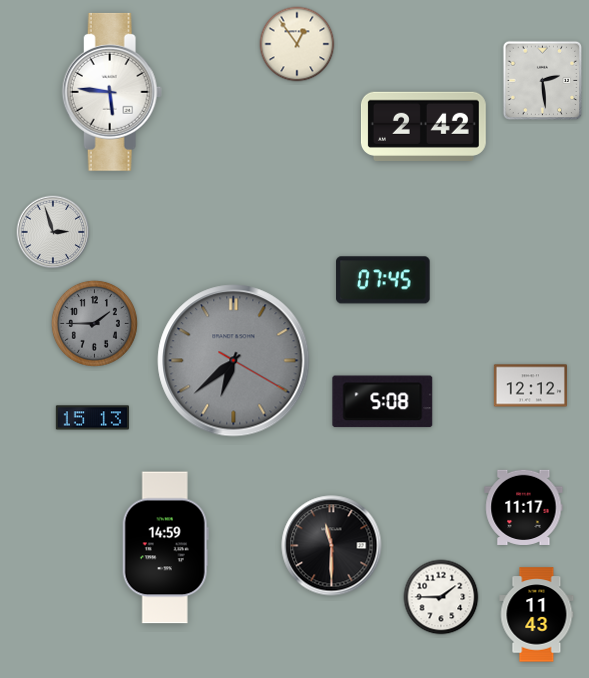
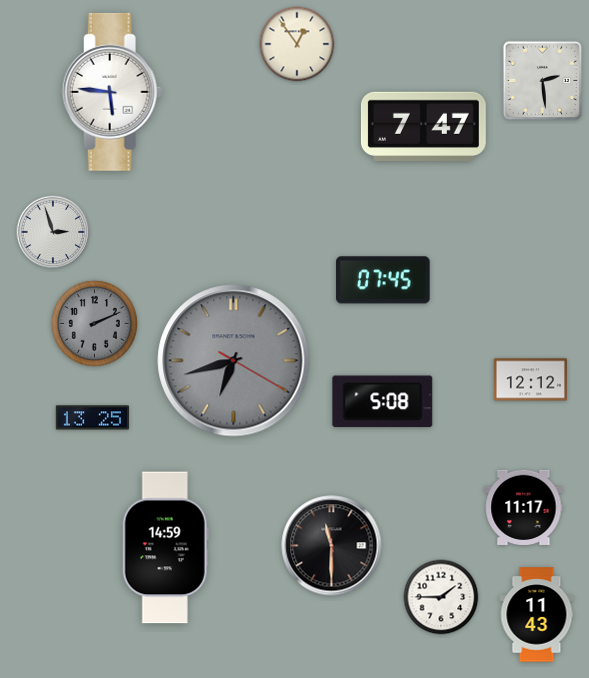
clock at (423, 126): 2:42 -> 7:47
clock at (94, 323): 1:45 -> 2:11
clock at (234, 361): 6:38 -> 6:42
clock at (530, 386) position: (530, 386) -> (530, 380)
clock at (92, 418): 15:13 -> 13:25
